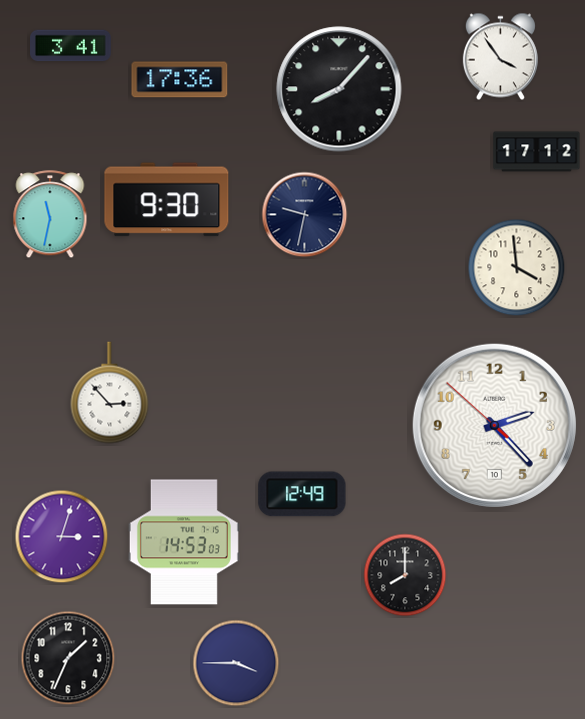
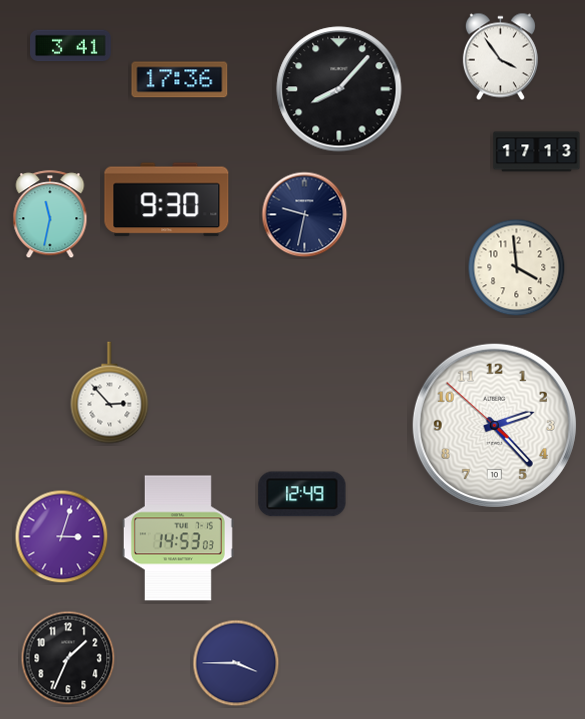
clock at (537, 152): 17:12 -> 17:13
clock at (184, 542) position: (184, 542) -> (178, 538)
clock at (405, 575): 8:00 -> none
